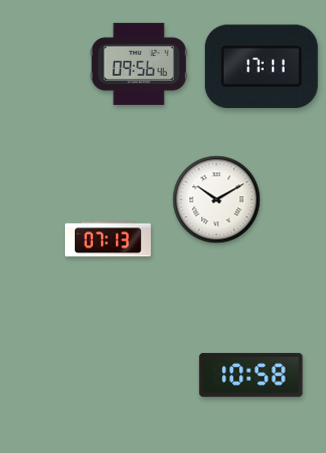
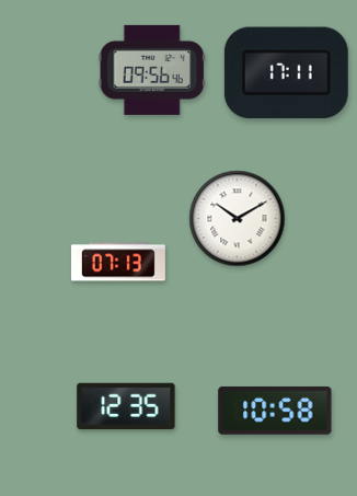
clock at (126, 406): none -> 12:35
